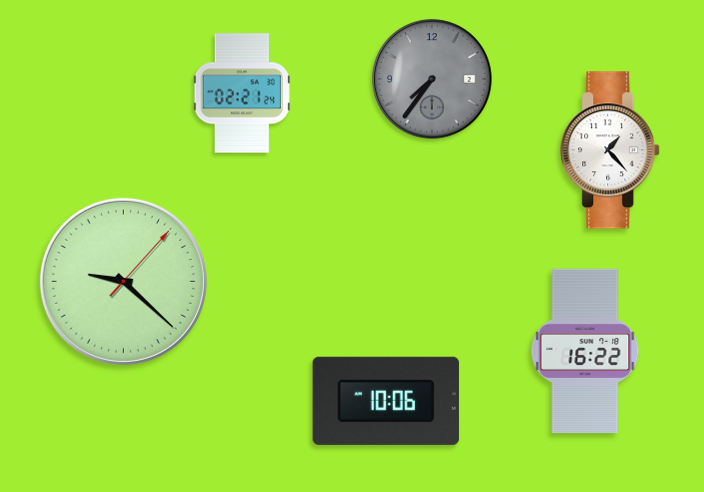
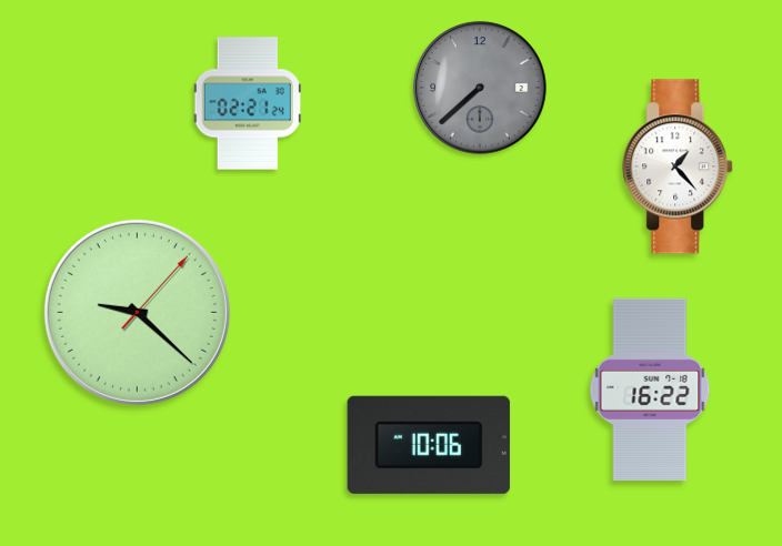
clock at (432, 79): 7:36 -> 7:38
clock at (242, 93) position: (242, 93) -> (248, 103)
